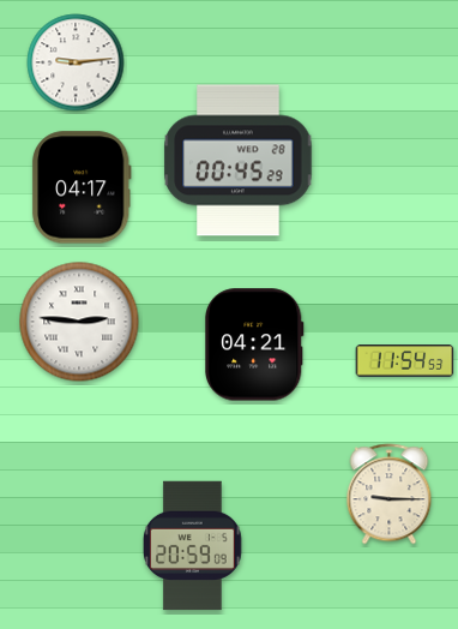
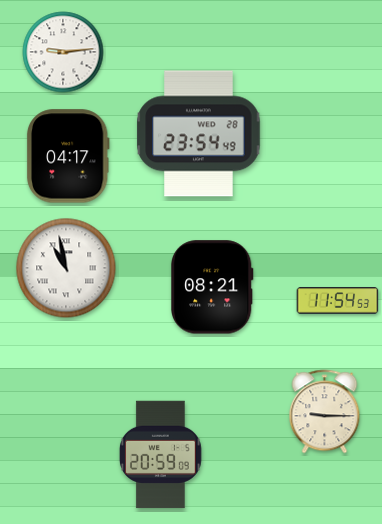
clock at (239, 161): 00:45 -> 23:54
clock at (79, 322): 2:46 -> 10:58
clock at (255, 345): 04:21 -> 08:21
